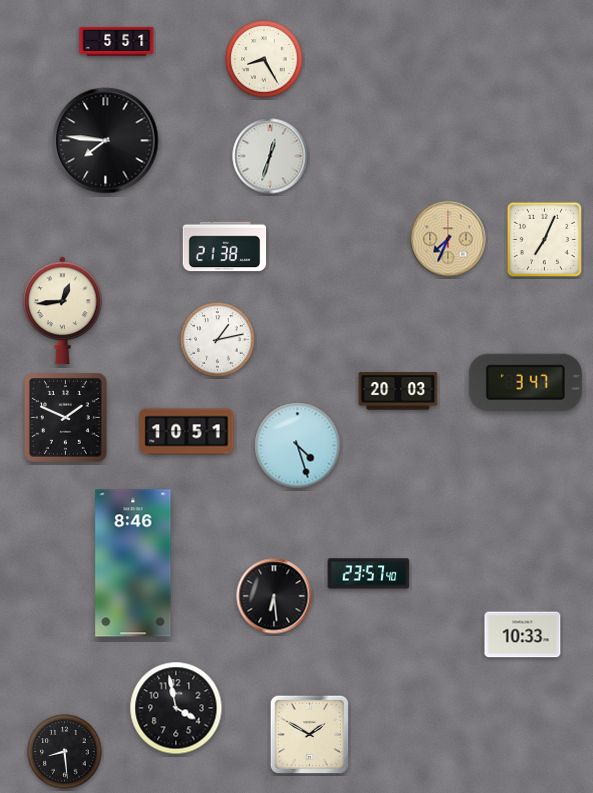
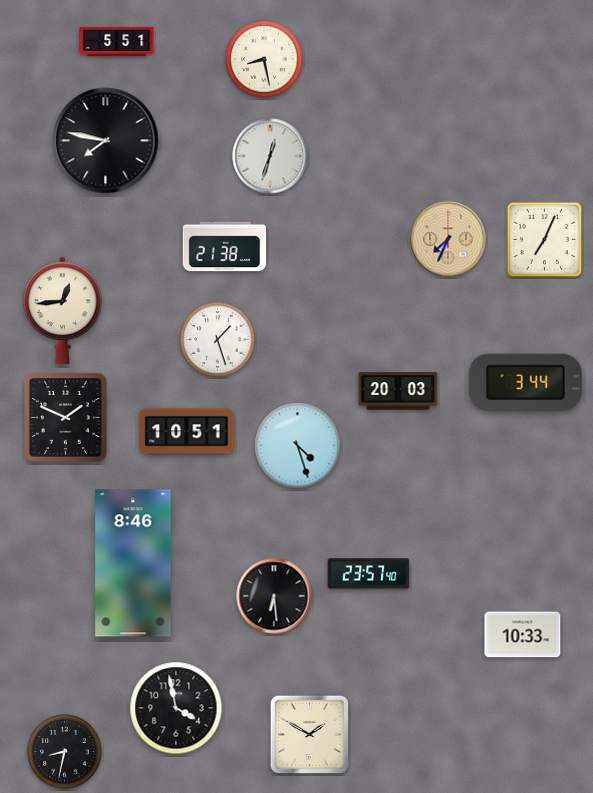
clock at (264, 59): 8:25 -> 8:28
clock at (106, 141): 7:46 -> 7:47
clock at (218, 340): 1:13 -> 1:27
clock at (525, 382): 3:47 -> 3:44
clock at (65, 752): 8:29 -> 8:32
